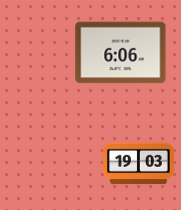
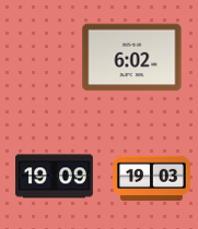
clock at (121, 53): 6:06 -> 6:02
clock at (55, 177): none -> 19:09
